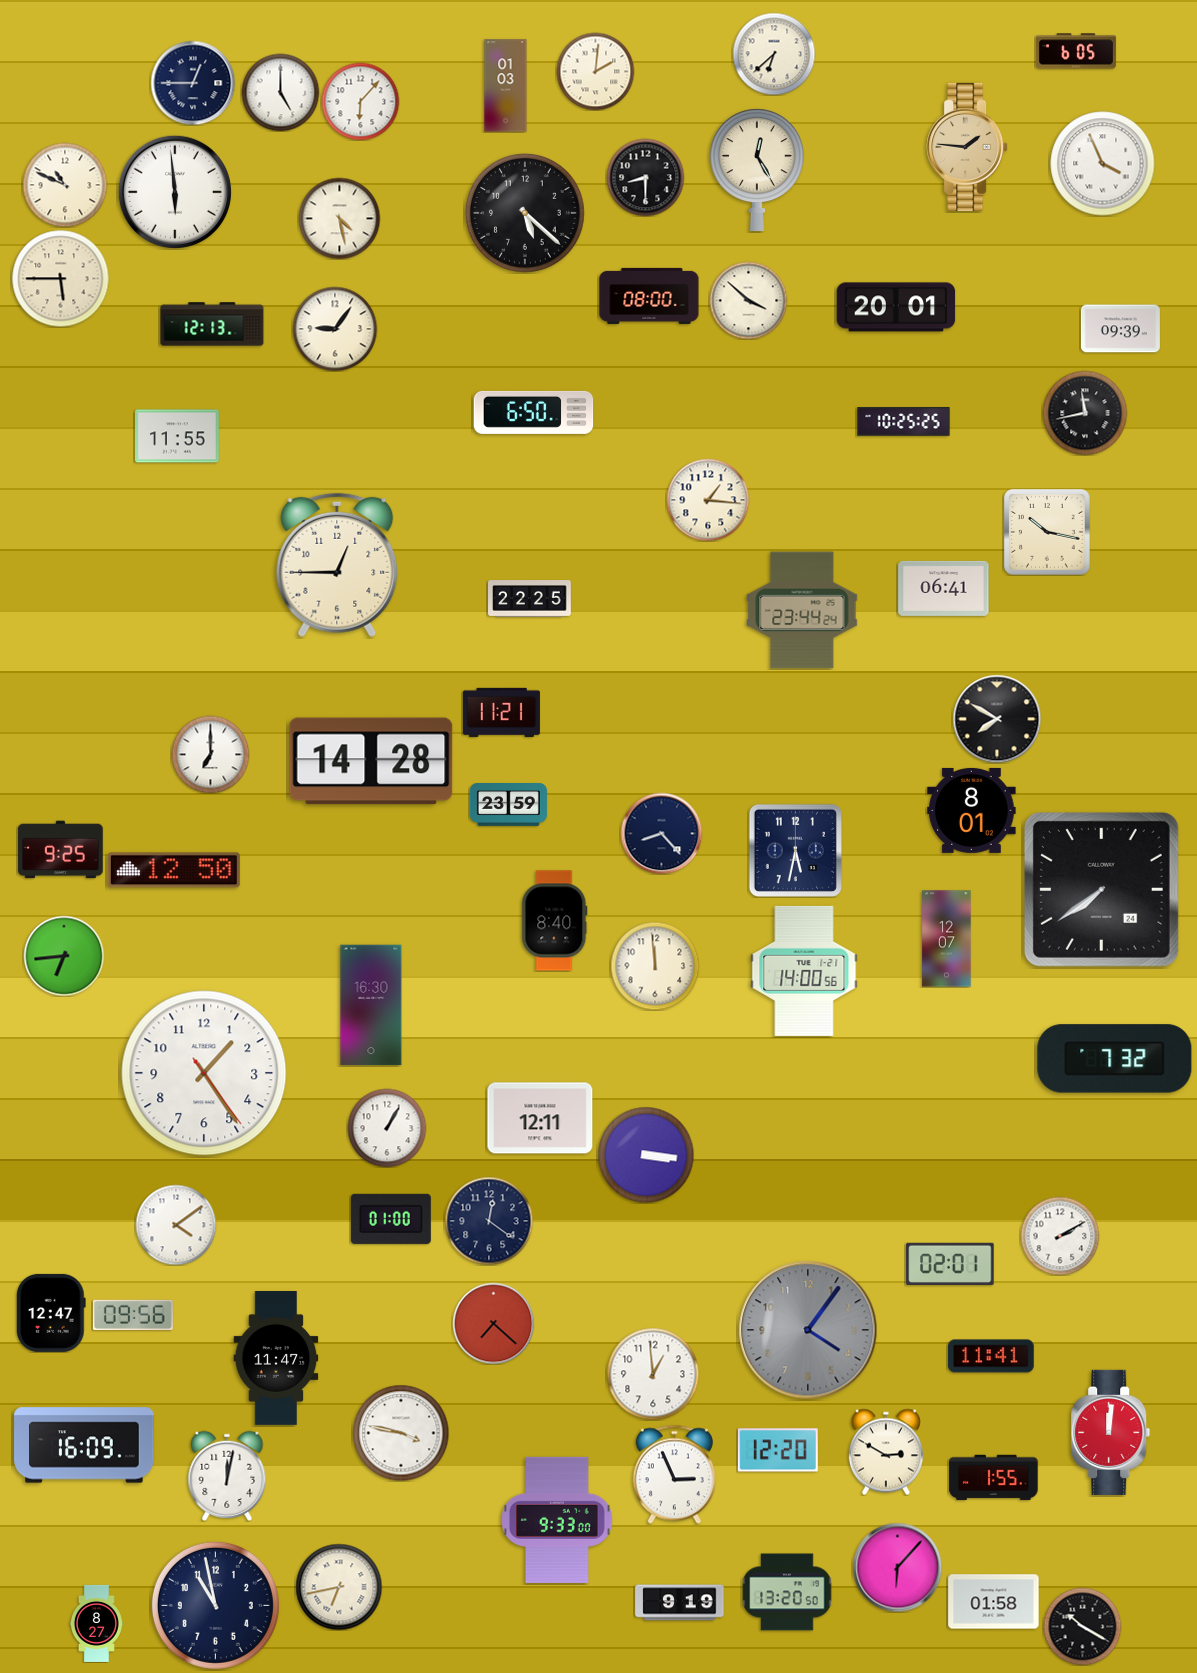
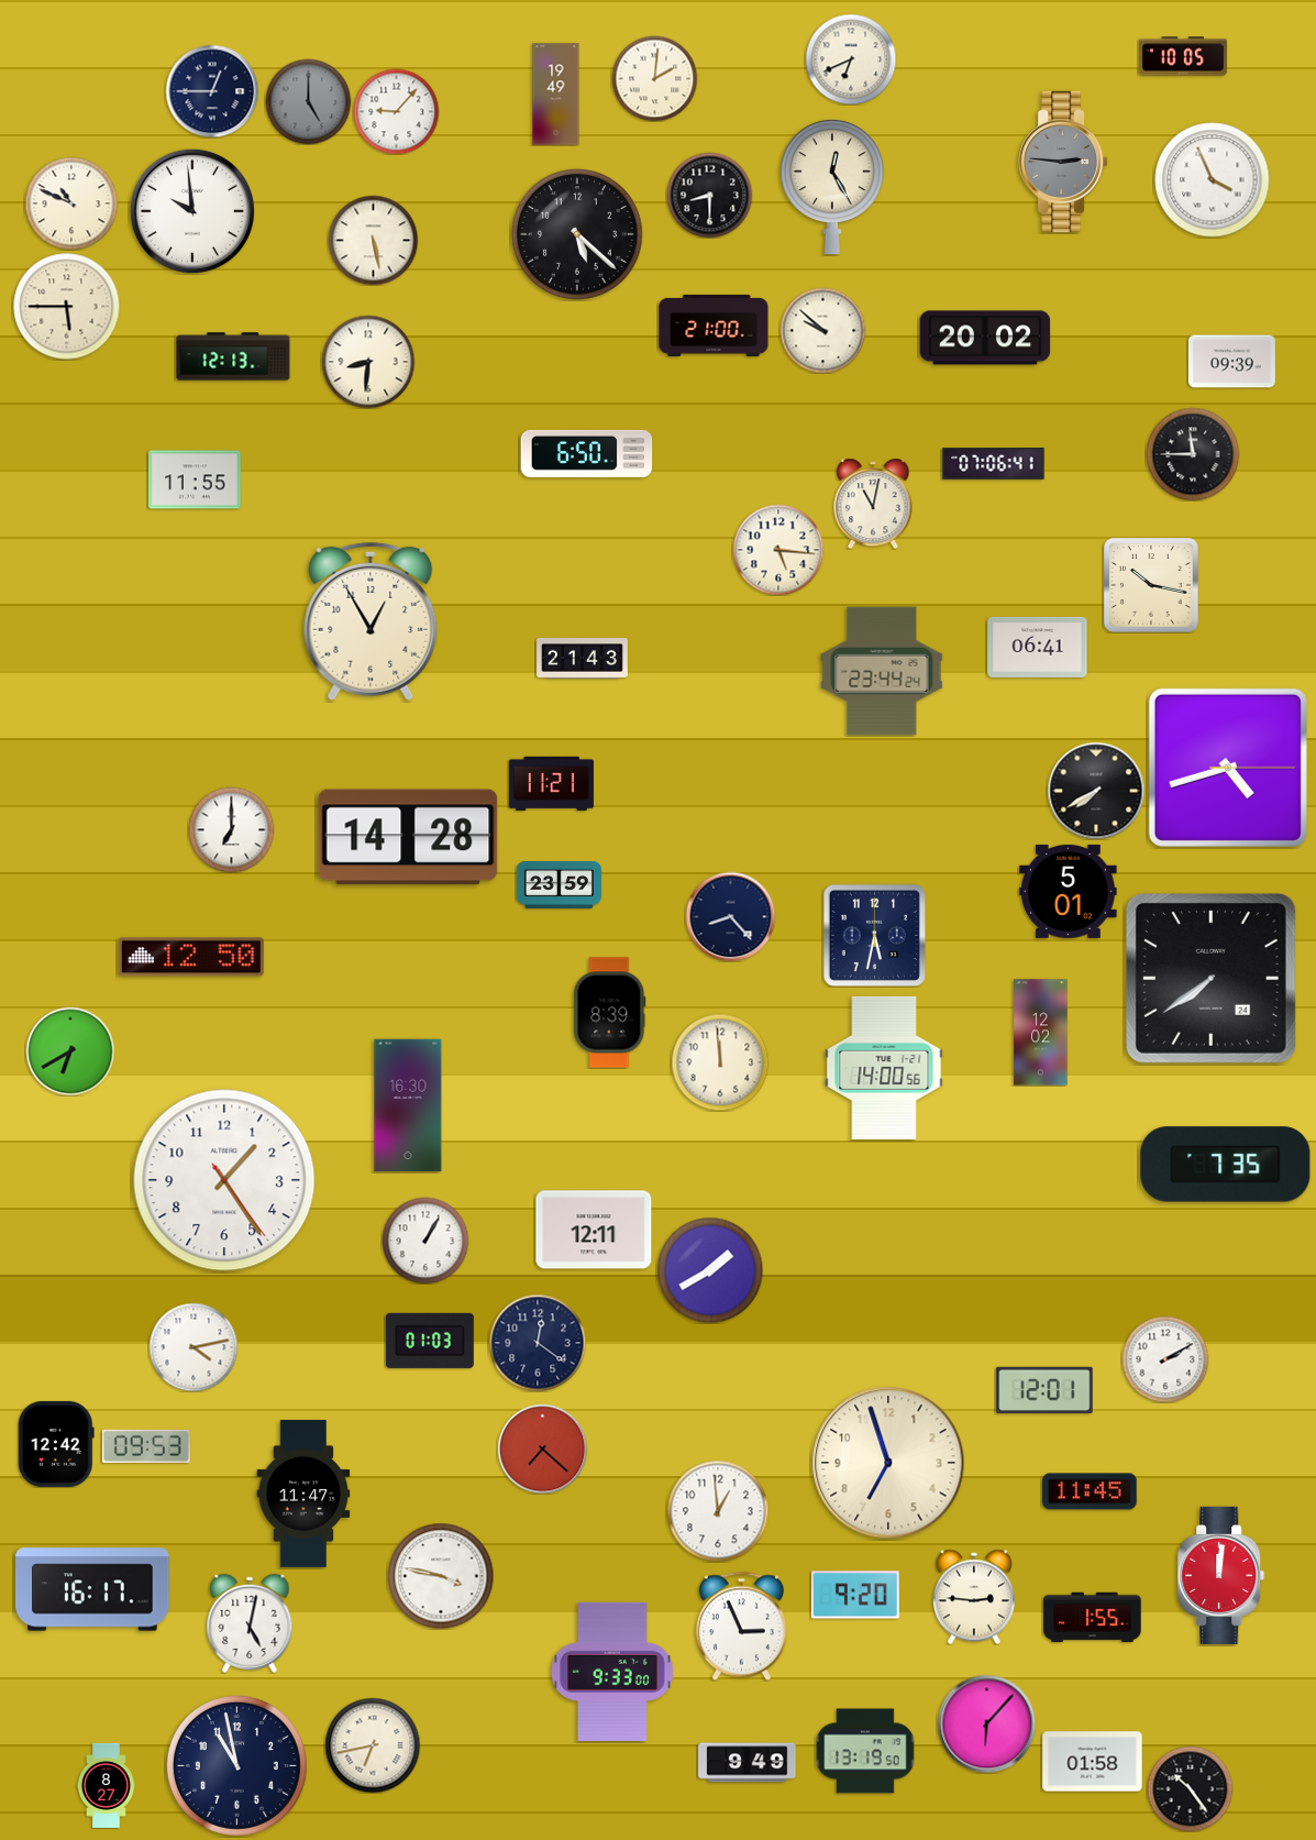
clock at (1076, 51): 6:05 -> 10:05
clock at (774, 54): 6:38 -> 6:41
clock at (506, 86): 01:03 -> 19:49
clock at (280, 92) dial: white -> grey
clock at (360, 101): 6:07 -> 9:07
clock at (967, 147): 1:46 -> 2:46
clock at (967, 147) dial: champagne -> grey
clock at (175, 192): 5:59 -> 9:59
clock at (339, 218): 4:28 -> 5:28
clock at (649, 296): 08:00 -> 21:00
clock at (748, 300): 3:52 -> 9:52
clock at (896, 307): 20:01 -> 20:02
clock at (335, 329): 9:06 -> 8:31
clock at (1085, 413): 11:43 -> 11:45
clock at (904, 422): 10:25 -> 07:06
clock at (873, 504): none -> 11:02
clock at (708, 500): 1:16 -> 5:16
clock at (337, 565): 12:45 -> 12:55
clock at (530, 599): 22:25 -> 21:43
clock at (1228, 768): none -> 4:42
clock at (997, 719): 7:50 -> 7:40
clock at (972, 810): 8:01 -> 5:01
clock at (661, 833) position: (661, 833) -> (730, 916)
clock at (61, 850): 9:25 -> none
clock at (555, 921): 8:40 -> 8:39
clock at (947, 939): 12:07 -> 12:02
clock at (64, 956): 6:44 -> 6:40
clock at (1115, 1059): 7:32 -> 7:35
clock at (646, 1155): 3:16 -> 1:40
clock at (391, 1219): 01:00 -> 01:03
clock at (176, 1225): 4:09 -> 4:13
clock at (950, 1264): 02:01 -> 12:01
clock at (51, 1313): 12:47 -> 12:42
clock at (133, 1315): 09:56 -> 09:53
clock at (493, 1323) position: (493, 1323) -> (542, 1448)
clock at (808, 1330): 4:06 -> 6:57
clock at (808, 1330) dial: grey -> cream
clock at (991, 1356): 11:41 -> 11:45
clock at (84, 1445): 16:09 -> 16:17
clock at (778, 1450): 12:20 -> 9:20
clock at (886, 1452): 2:50 -> 2:46
clock at (674, 1474) position: (674, 1474) -> (741, 1626)
clock at (227, 1476): 12:02 -> 5:02
clock at (994, 1478) position: (994, 1478) -> (1093, 1618)
clock at (787, 1592): 13:20 -> 13:19
clock at (680, 1603): 9:19 -> 9:49
clock at (1082, 1626): 10:20 -> 10:24
